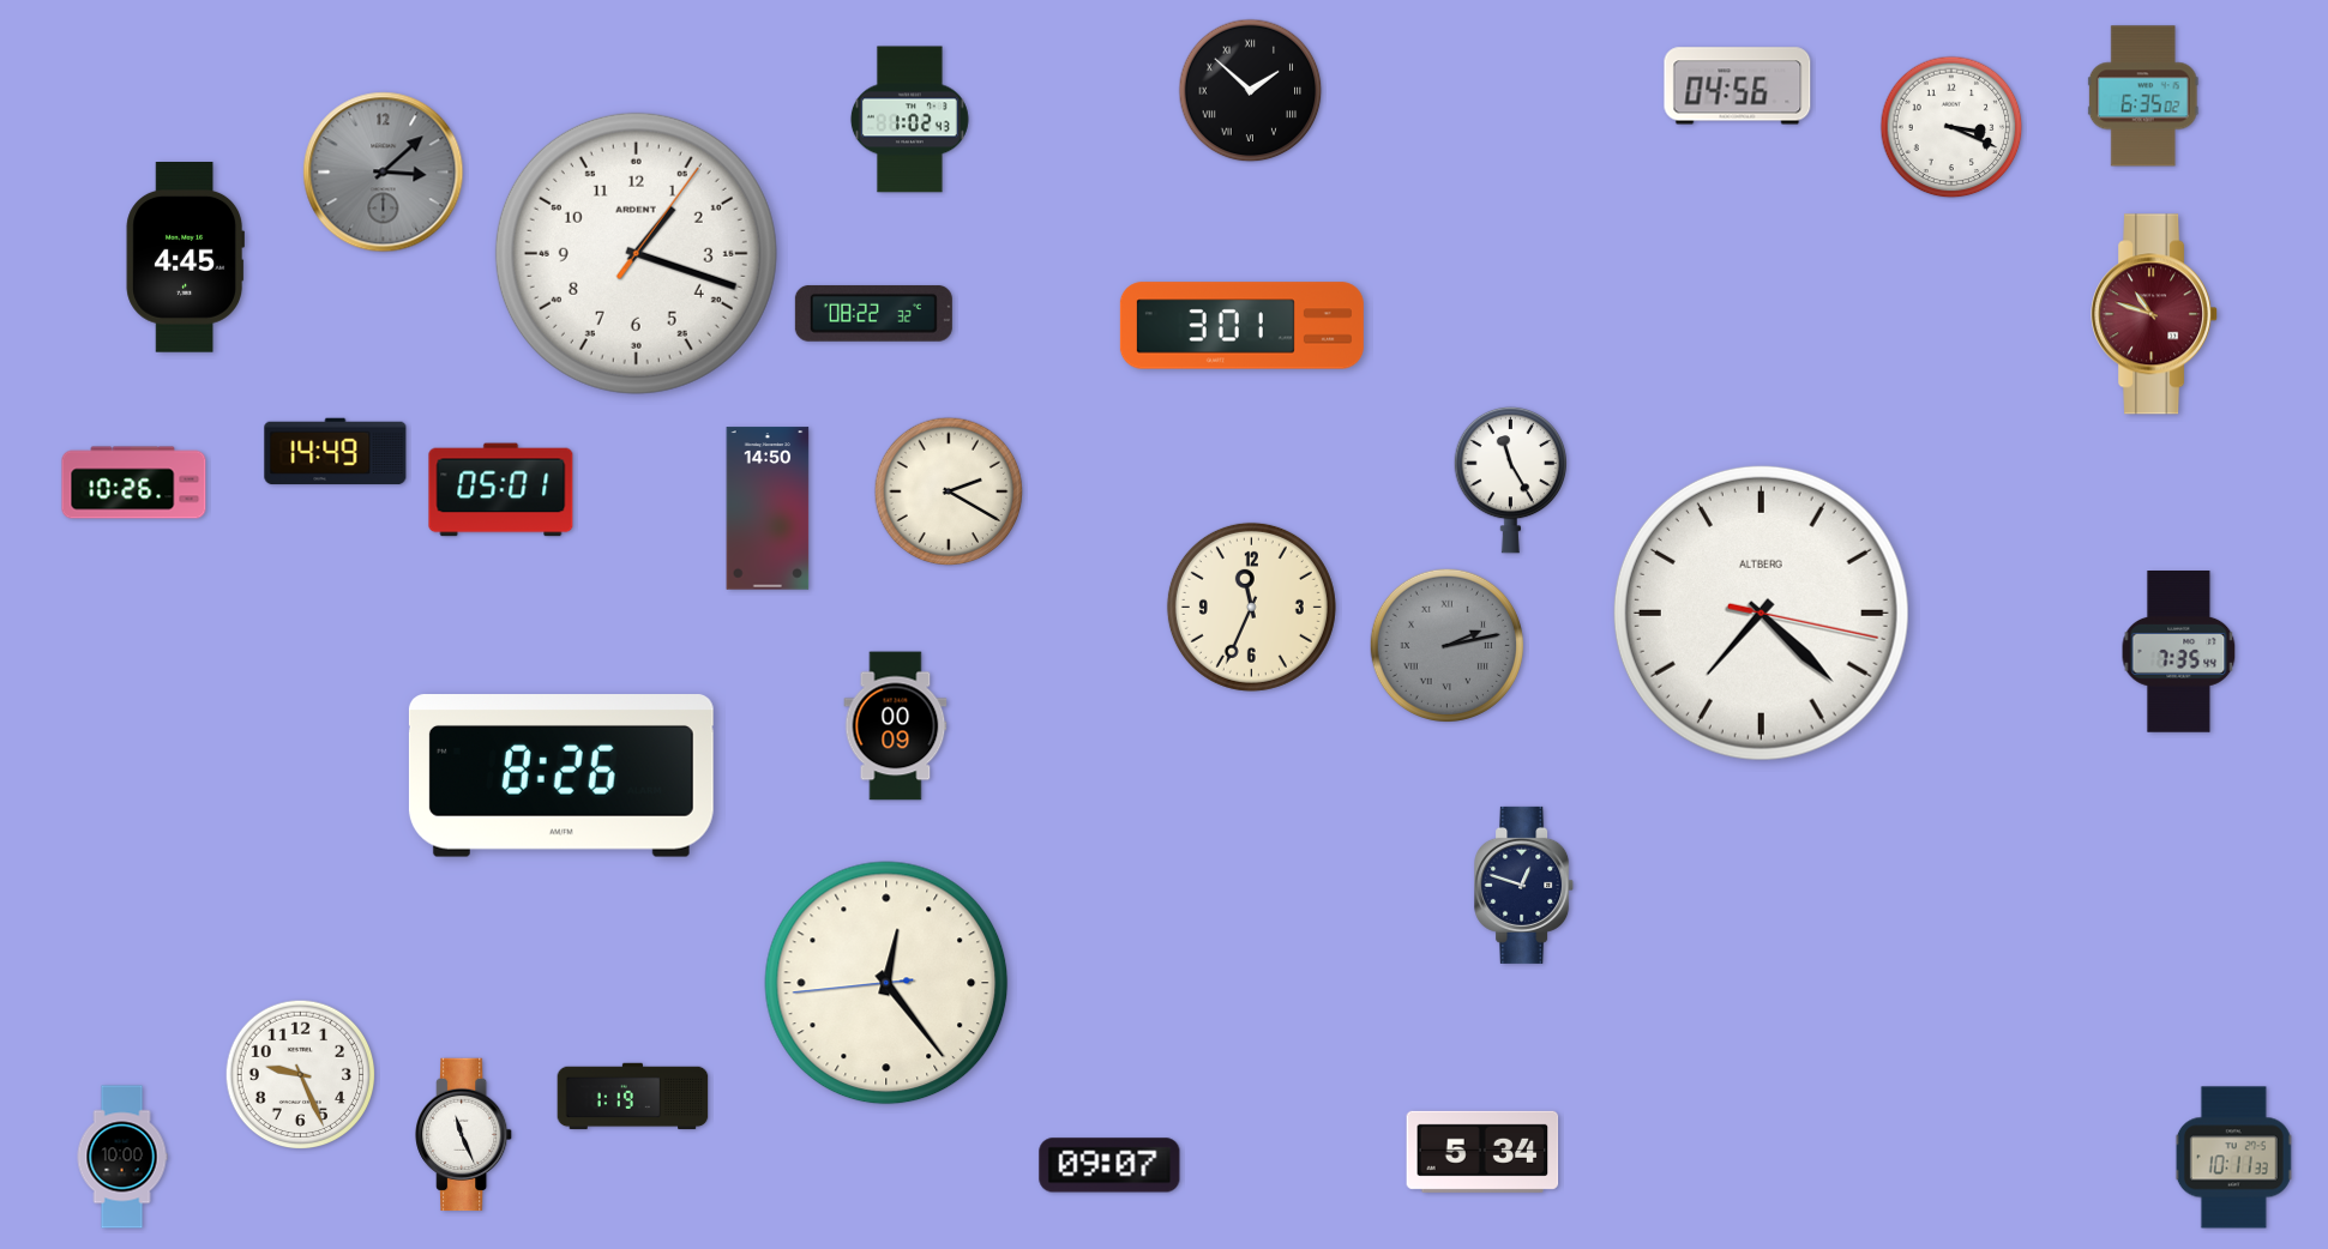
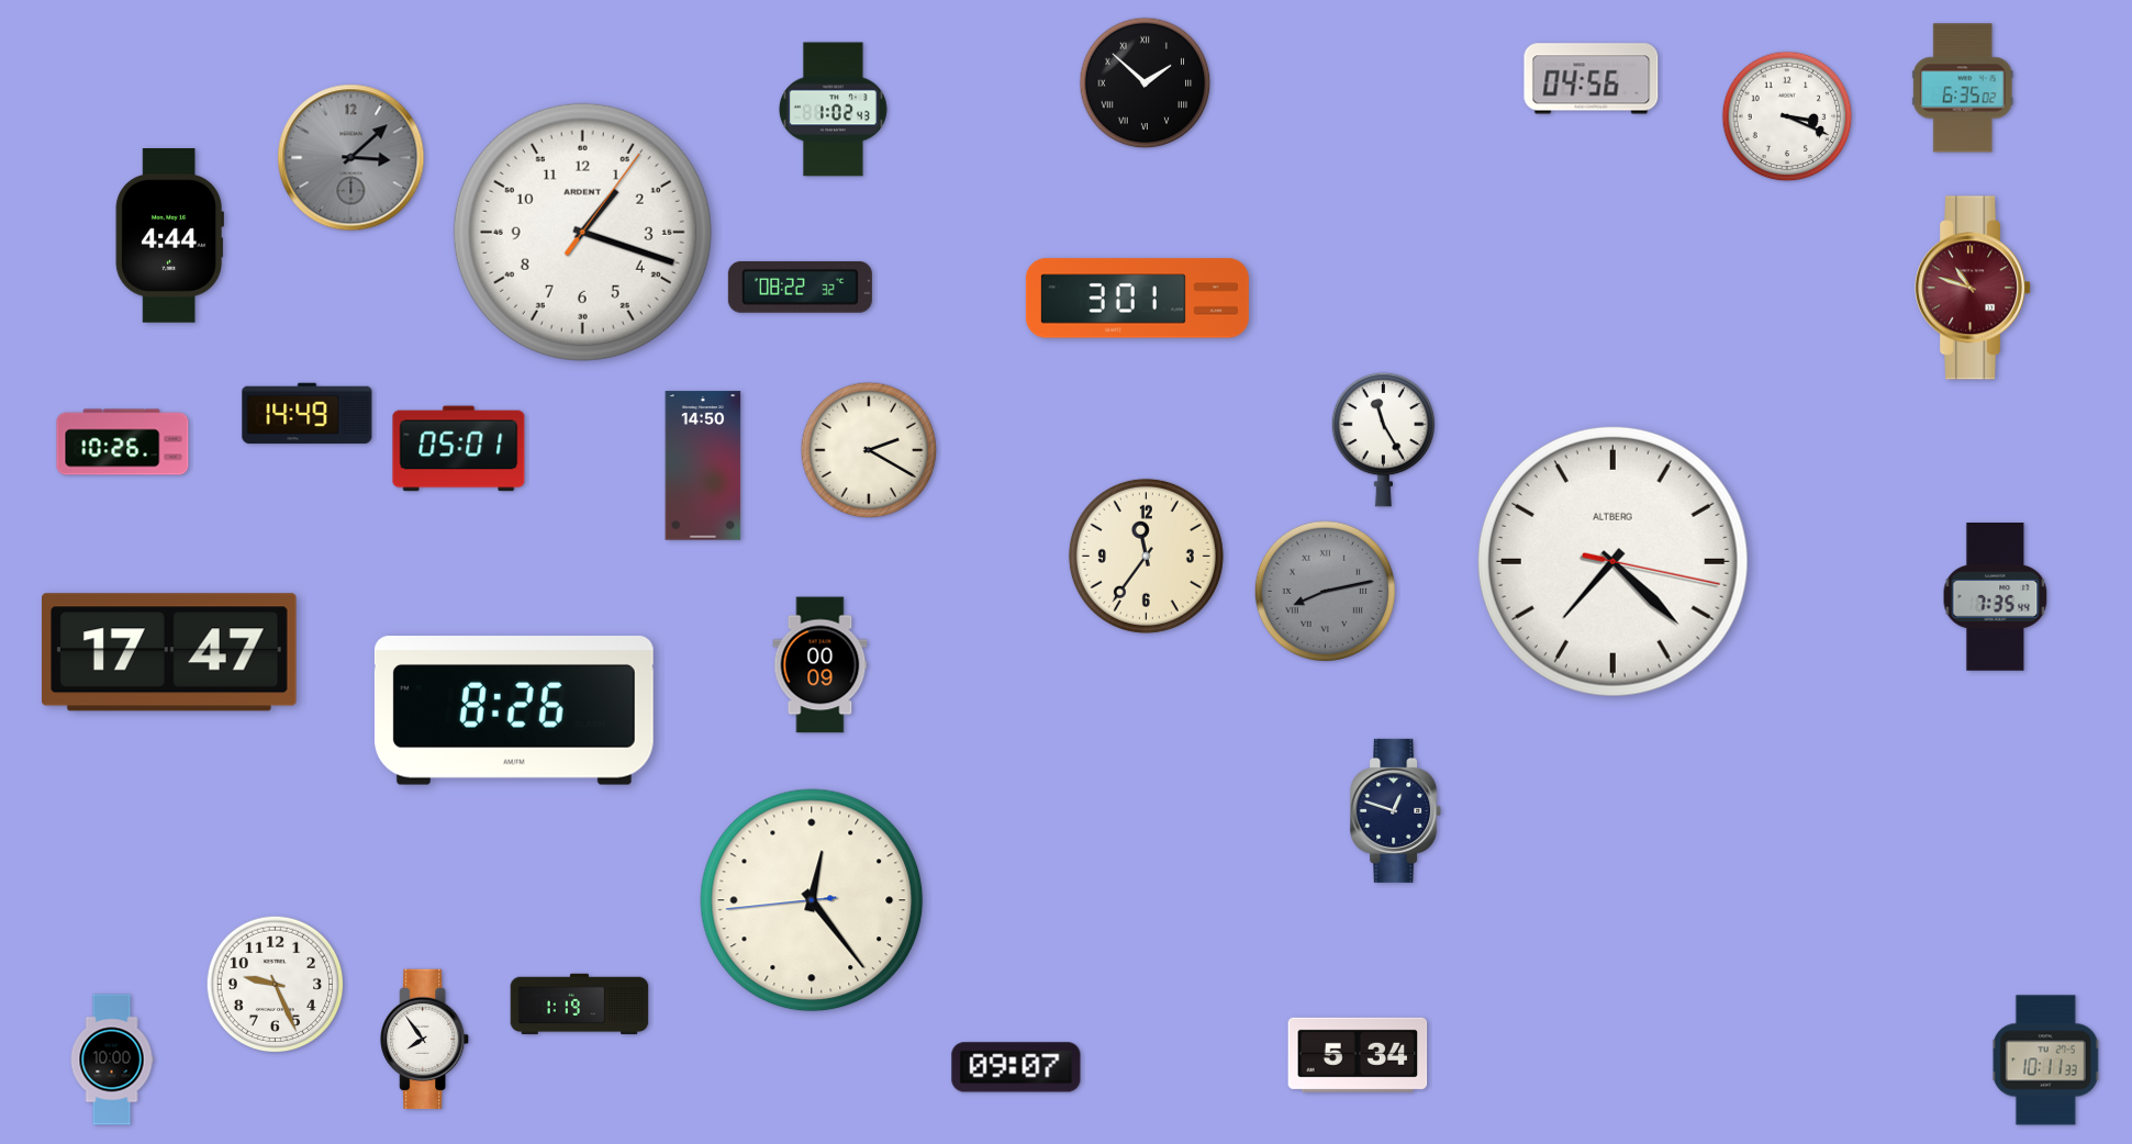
clock at (185, 258): 4:45 -> 4:44
clock at (1251, 607): 11:34 -> 11:36
clock at (1446, 645): 2:13 -> 8:13
clock at (170, 652): none -> 17:47
clock at (464, 1135): 11:26 -> 7:54
